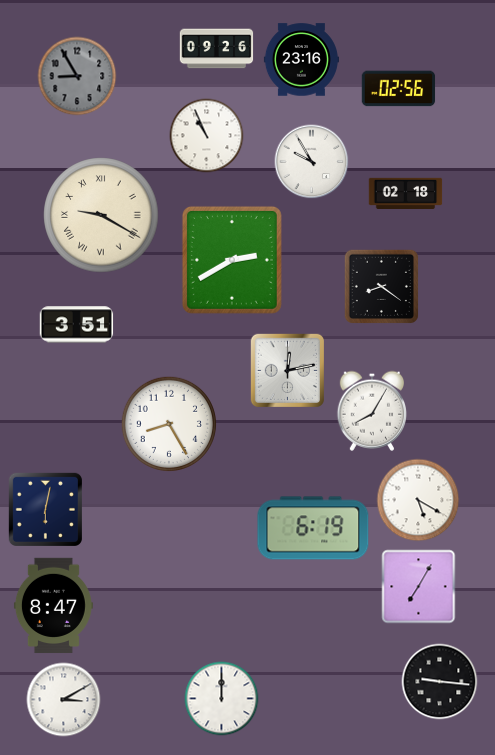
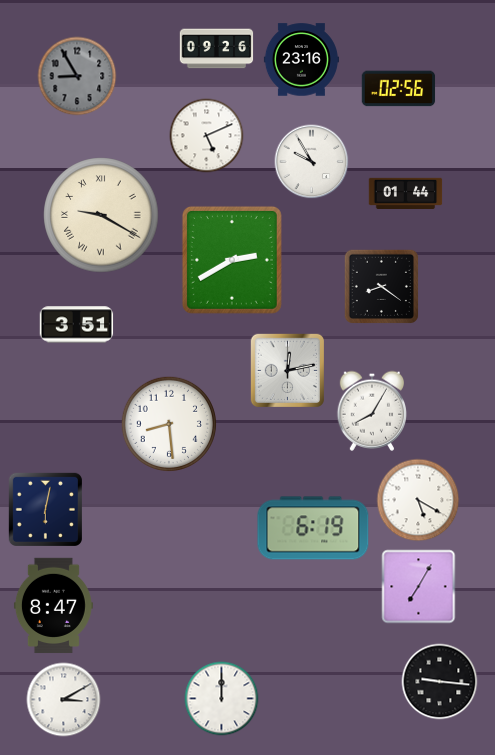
clock at (207, 136): 10:56 -> 5:11
clock at (406, 193): 02:18 -> 01:44
clock at (168, 423): 8:25 -> 8:29
